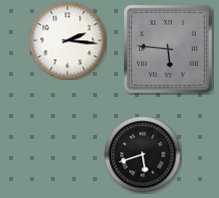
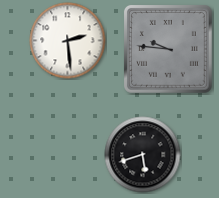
clock at (68, 41): 2:16 -> 2:29
clock at (168, 49): 5:46 -> 9:46
